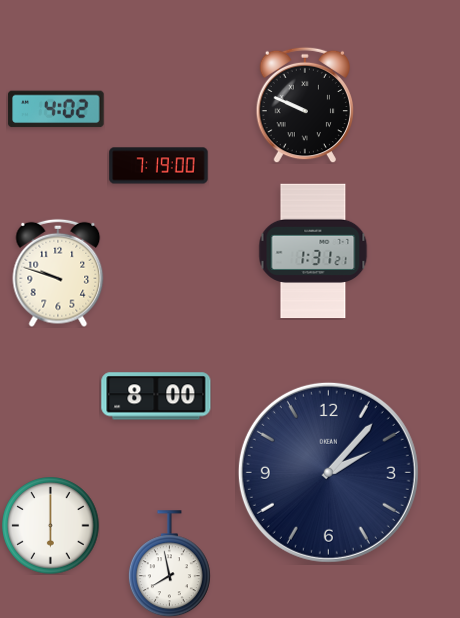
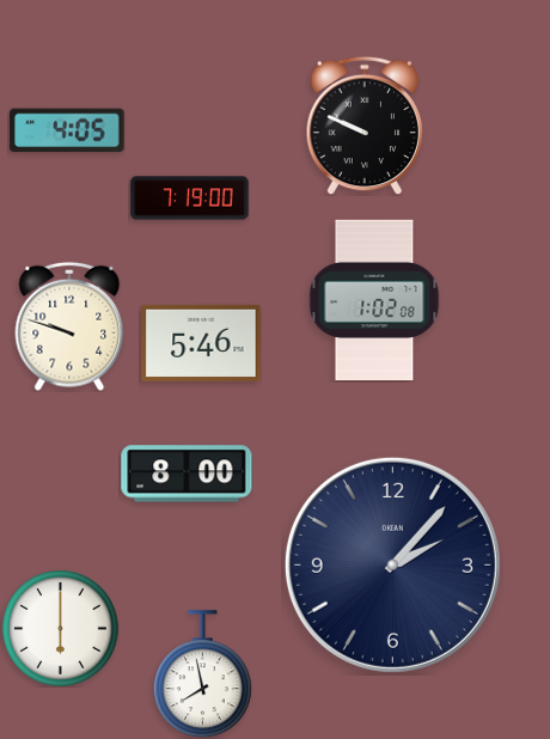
clock at (56, 109): 4:02 -> 4:05
clock at (313, 251): 1:31 -> 1:02
clock at (201, 343): none -> 5:46
